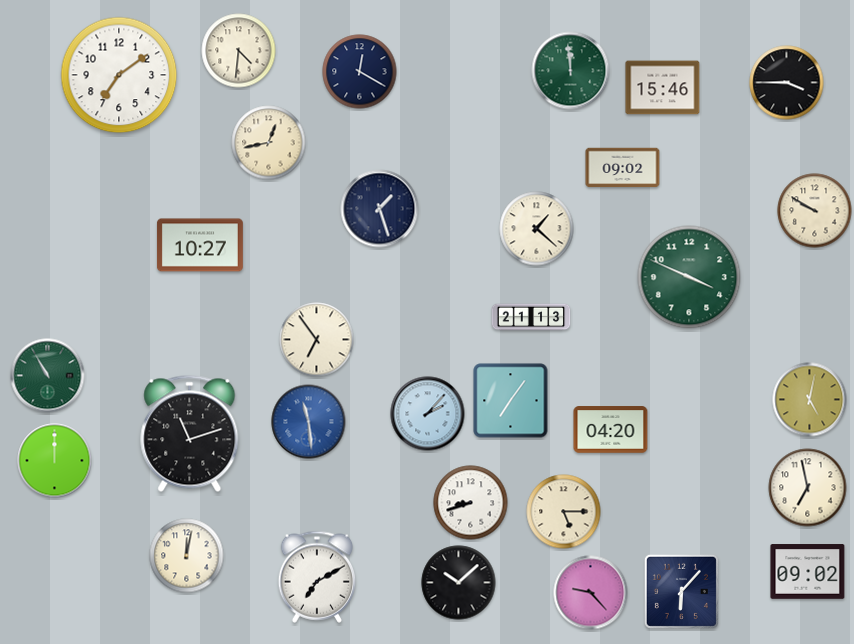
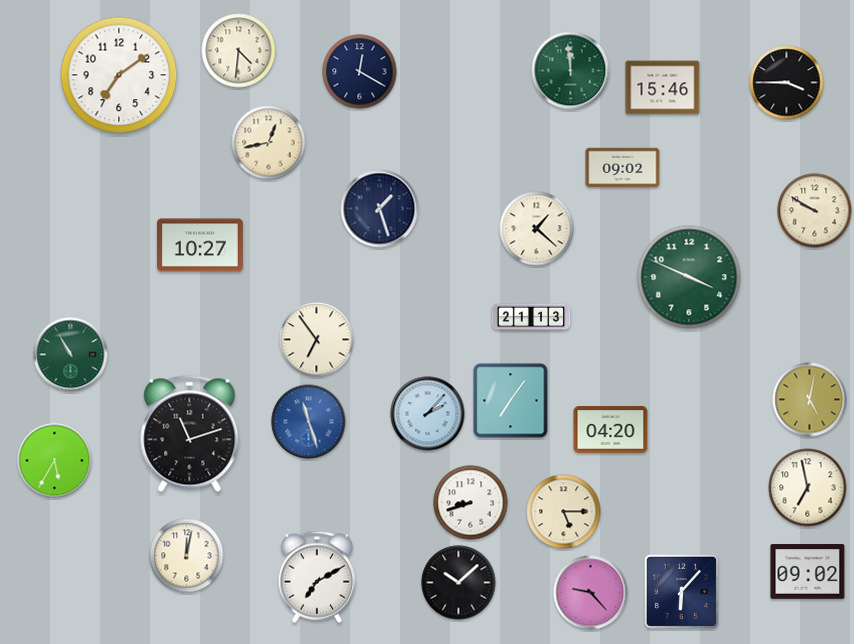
clock at (48, 376) position: (48, 376) -> (71, 355)
clock at (309, 422): 11:29 -> 11:27
clock at (55, 461): 12:00 -> 5:35
